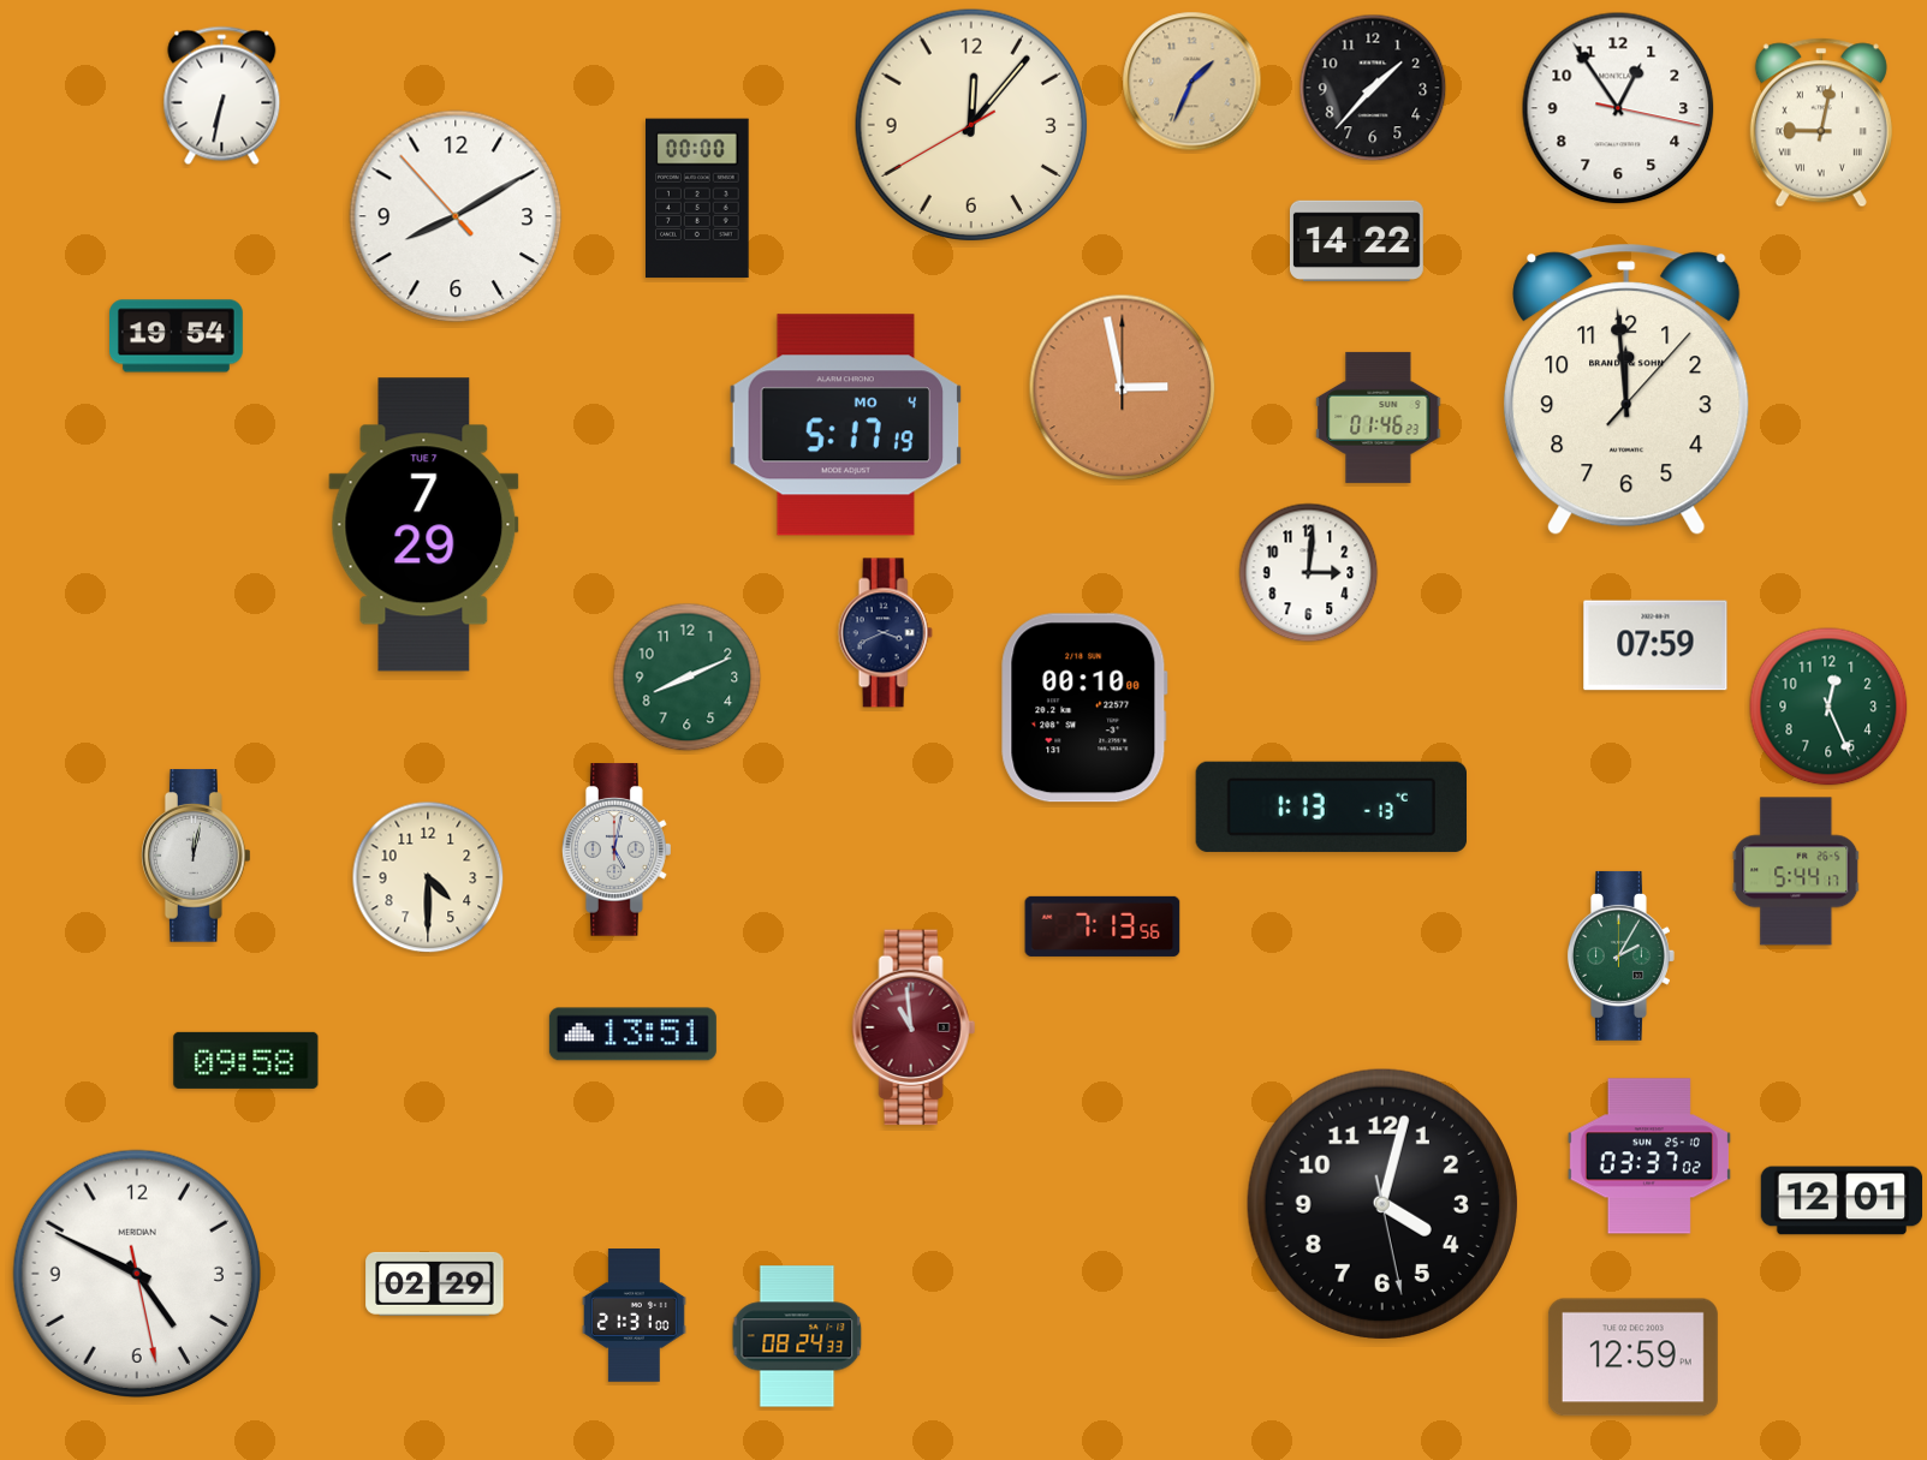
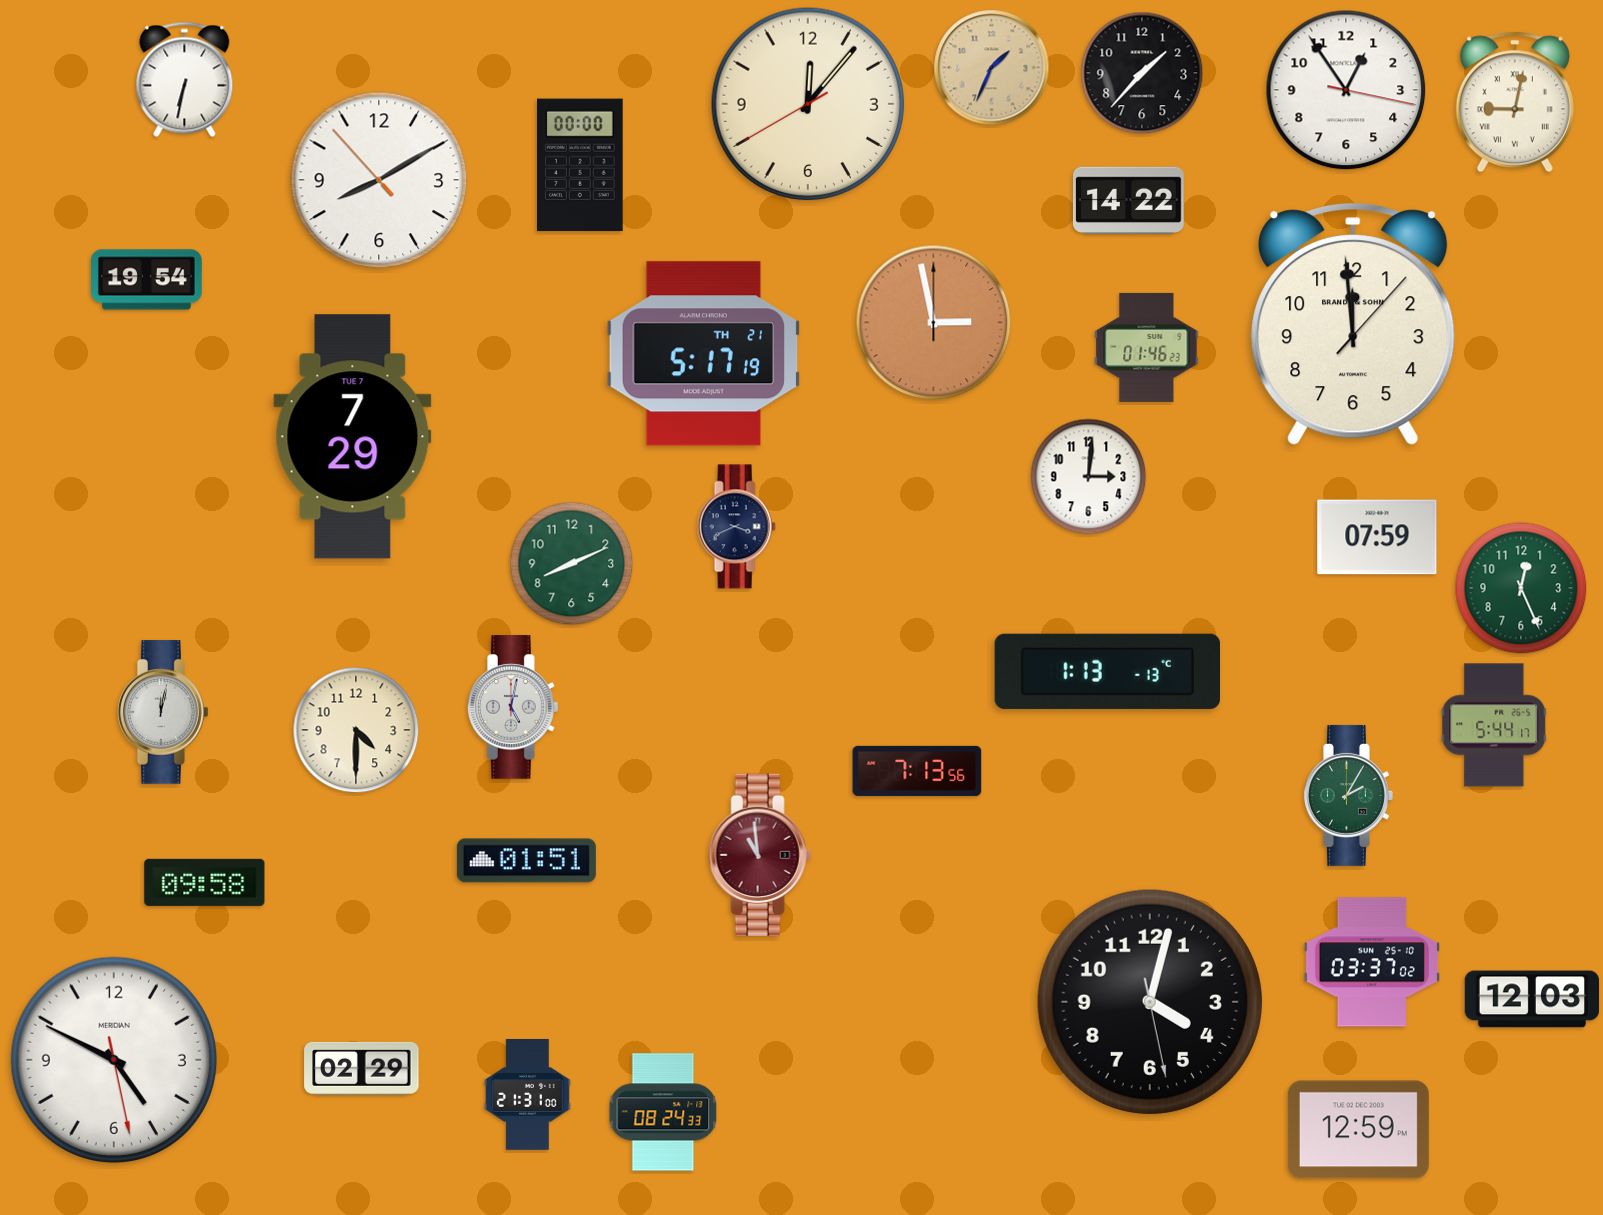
clock at (846, 425) date: MO 4 -> TH 21
clock at (1084, 708): 00:10 -> none
clock at (632, 1035): 13:51 -> 01:51
clock at (1842, 1200): 12:01 -> 12:03
